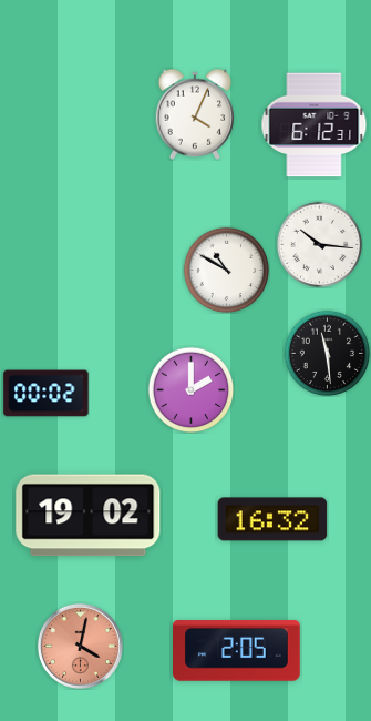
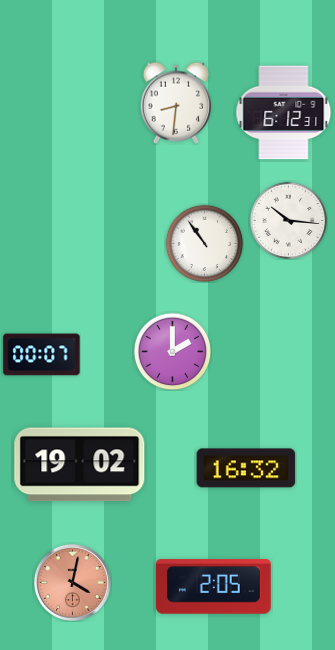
clock at (195, 114): 4:04 -> 8:31
clock at (226, 270): 10:50 -> 10:54
clock at (327, 353): 11:29 -> none
clock at (47, 394): 00:02 -> 00:07
